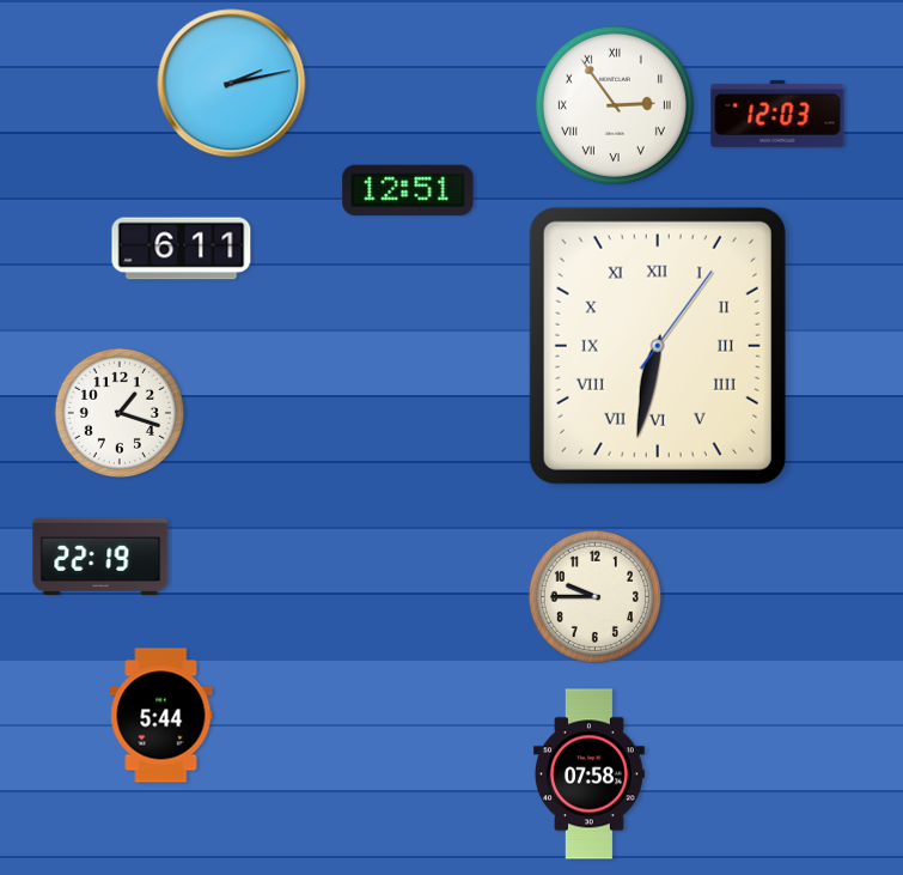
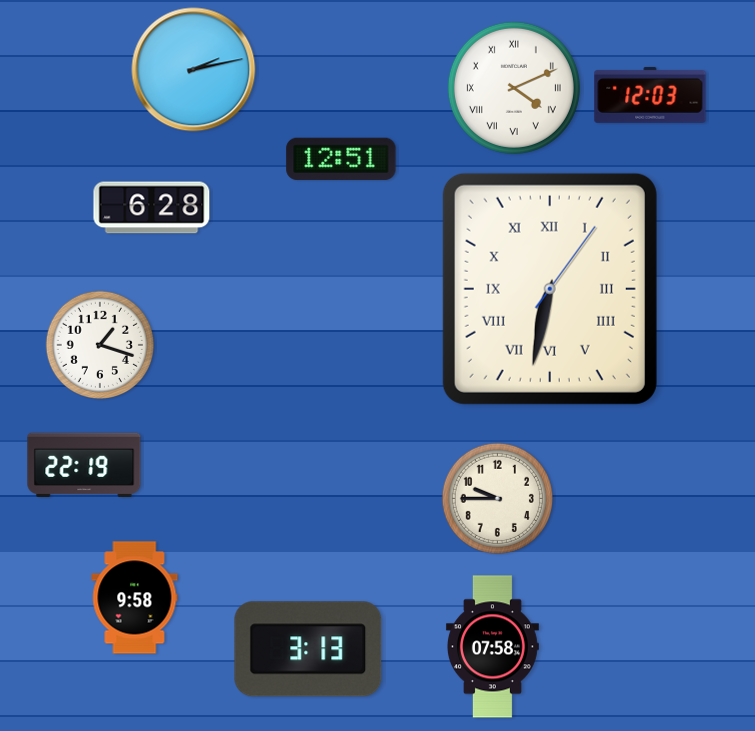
clock at (615, 105): 2:54 -> 4:11
clock at (182, 249): 6:11 -> 6:28
clock at (161, 716): 5:44 -> 9:58
clock at (308, 649): none -> 3:13
